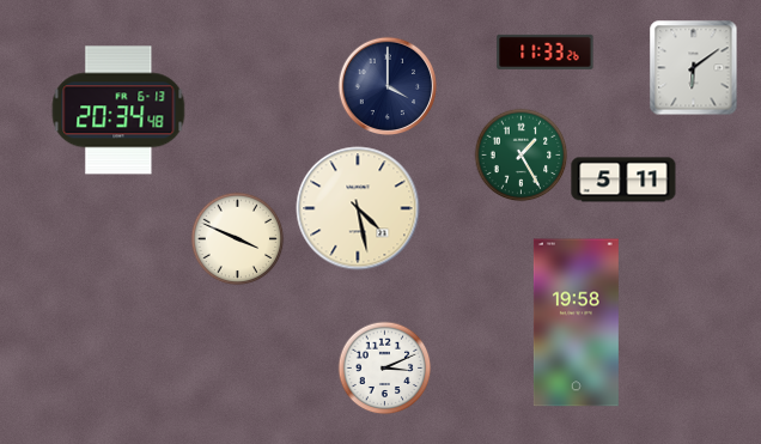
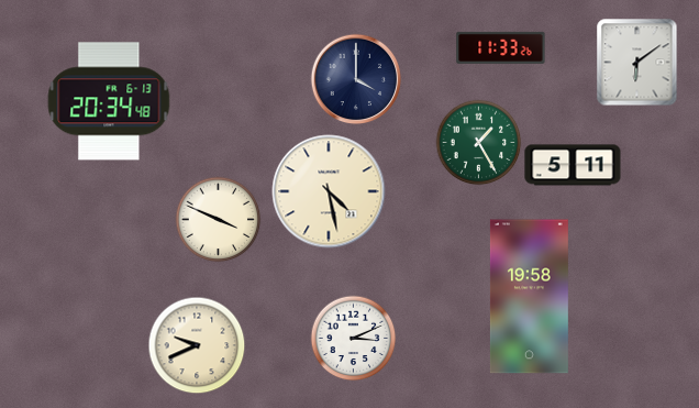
clock at (197, 345): none -> 9:41
